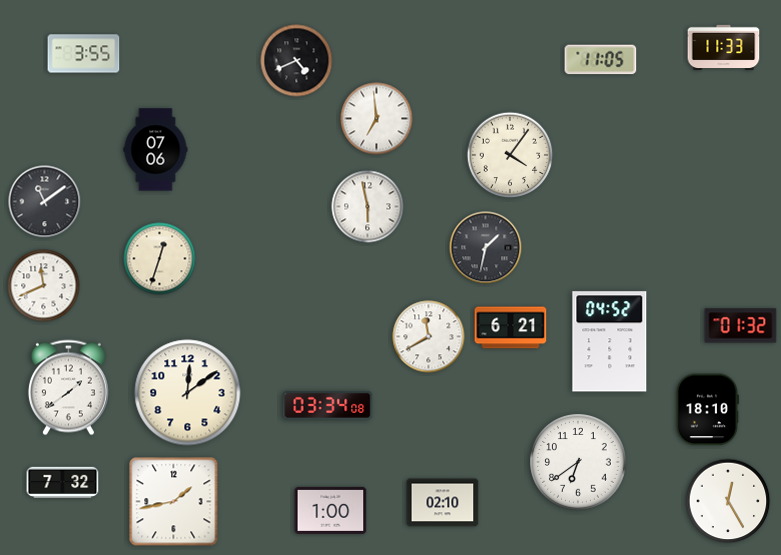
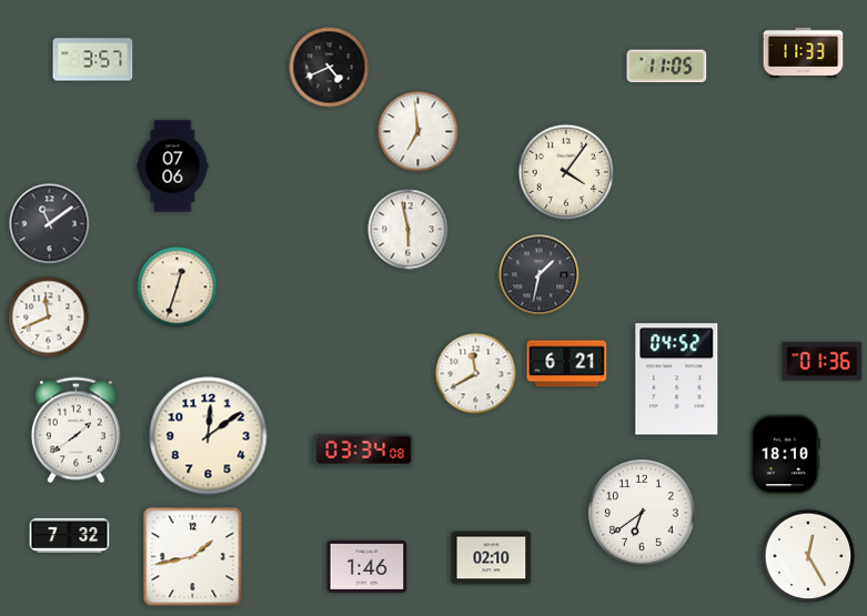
clock at (84, 54): 3:55 -> 3:57
clock at (741, 326): 01:32 -> 01:36
clock at (331, 510): 1:00 -> 1:46
